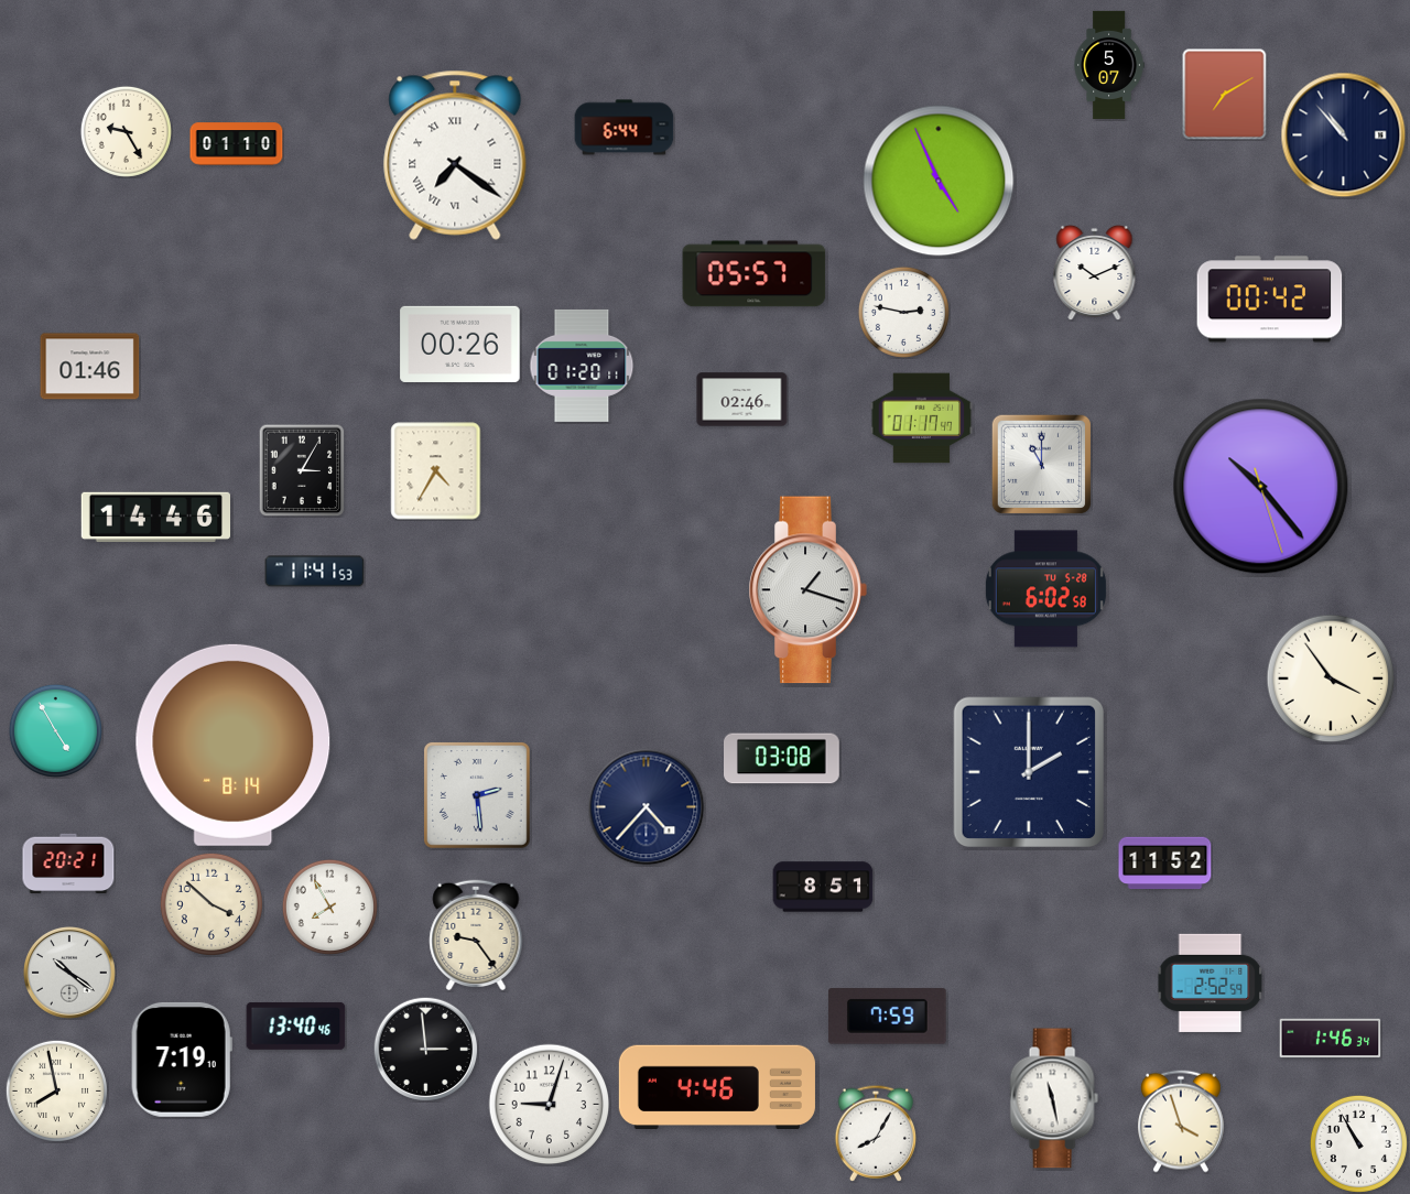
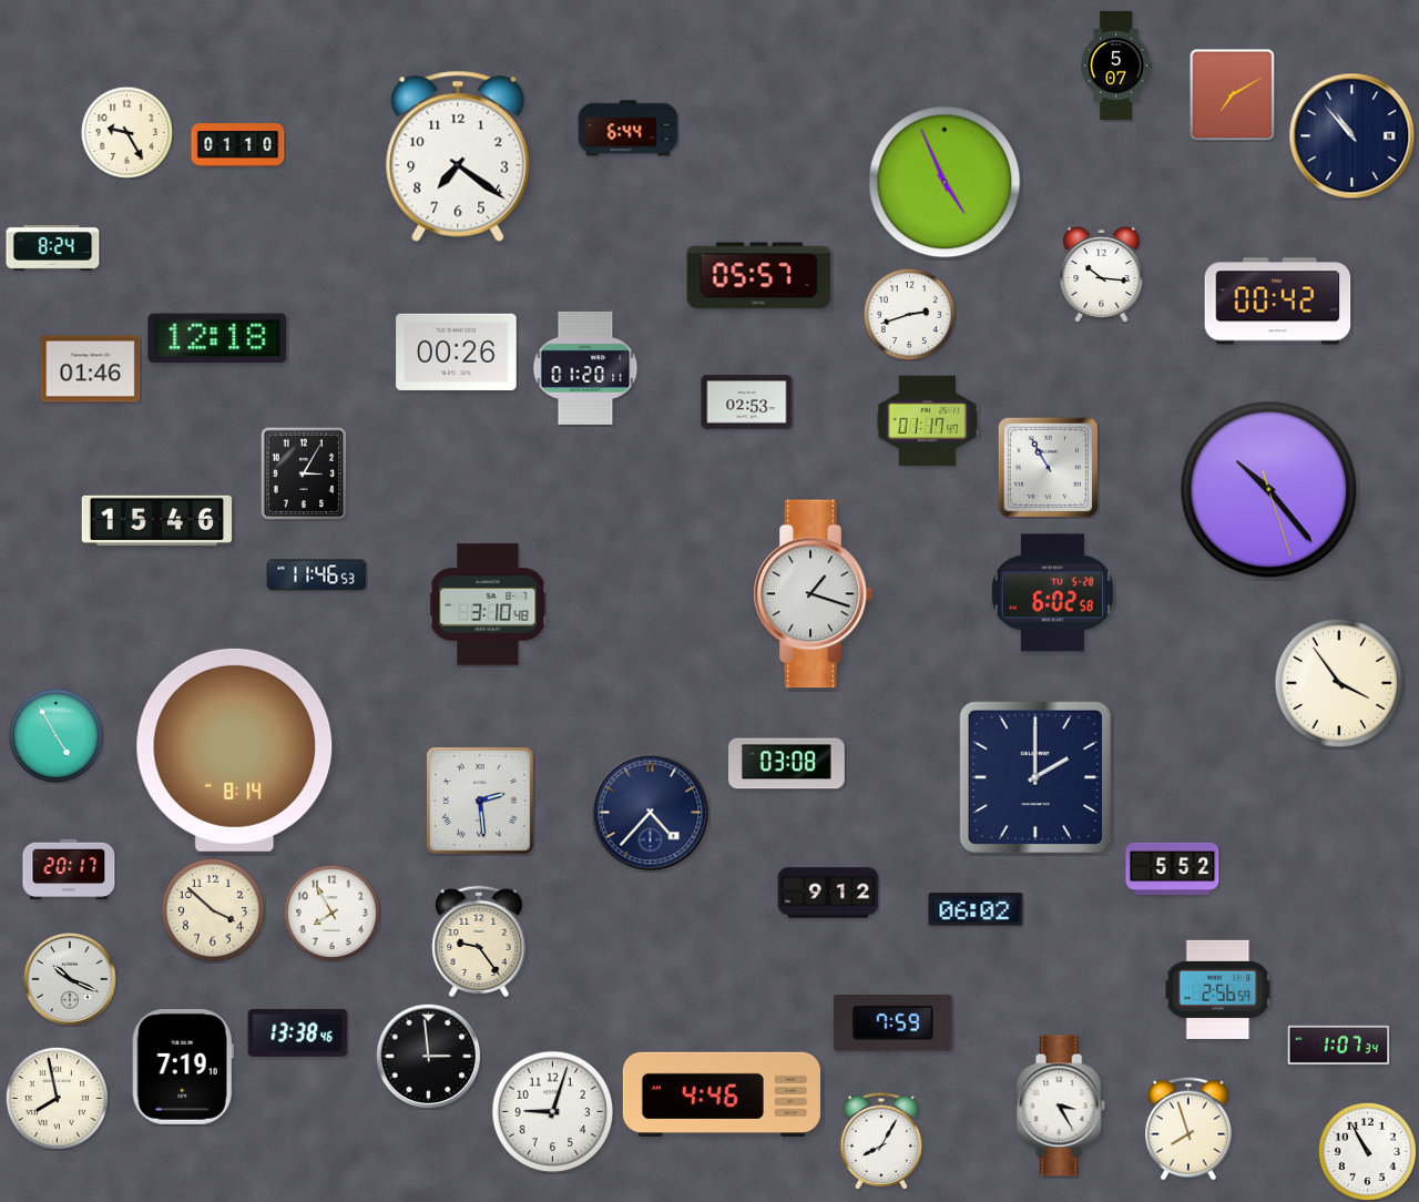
clock at (455, 155) numerals: Roman -> Arabic
clock at (53, 247): none -> 8:24
clock at (1095, 272): 10:11 -> 10:16
clock at (903, 312): 2:47 -> 2:42
clock at (217, 338): none -> 12:18
clock at (460, 344) position: (460, 344) -> (457, 352)
clock at (742, 400): 02:46 -> 02:53
clock at (1041, 464): 11:00 -> 10:55
clock at (436, 471): 4:35 -> none
clock at (155, 517): 14:46 -> 15:46
clock at (315, 572): 11:41 -> 11:46
clock at (488, 604): none -> 3:10
clock at (68, 864): 20:21 -> 20:17
clock at (1165, 864): 11:52 -> 5:52
clock at (823, 887): 8:51 -> 9:12
clock at (976, 909): none -> 06:02
clock at (69, 973): 10:21 -> 10:19
clock at (1211, 983): 2:52 -> 2:56
clock at (296, 1025): 13:40 -> 13:38
clock at (1331, 1039): 1:46 -> 1:07
clock at (1054, 1098): 11:28 -> 3:25
clock at (1182, 1121): 3:57 -> 7:57
